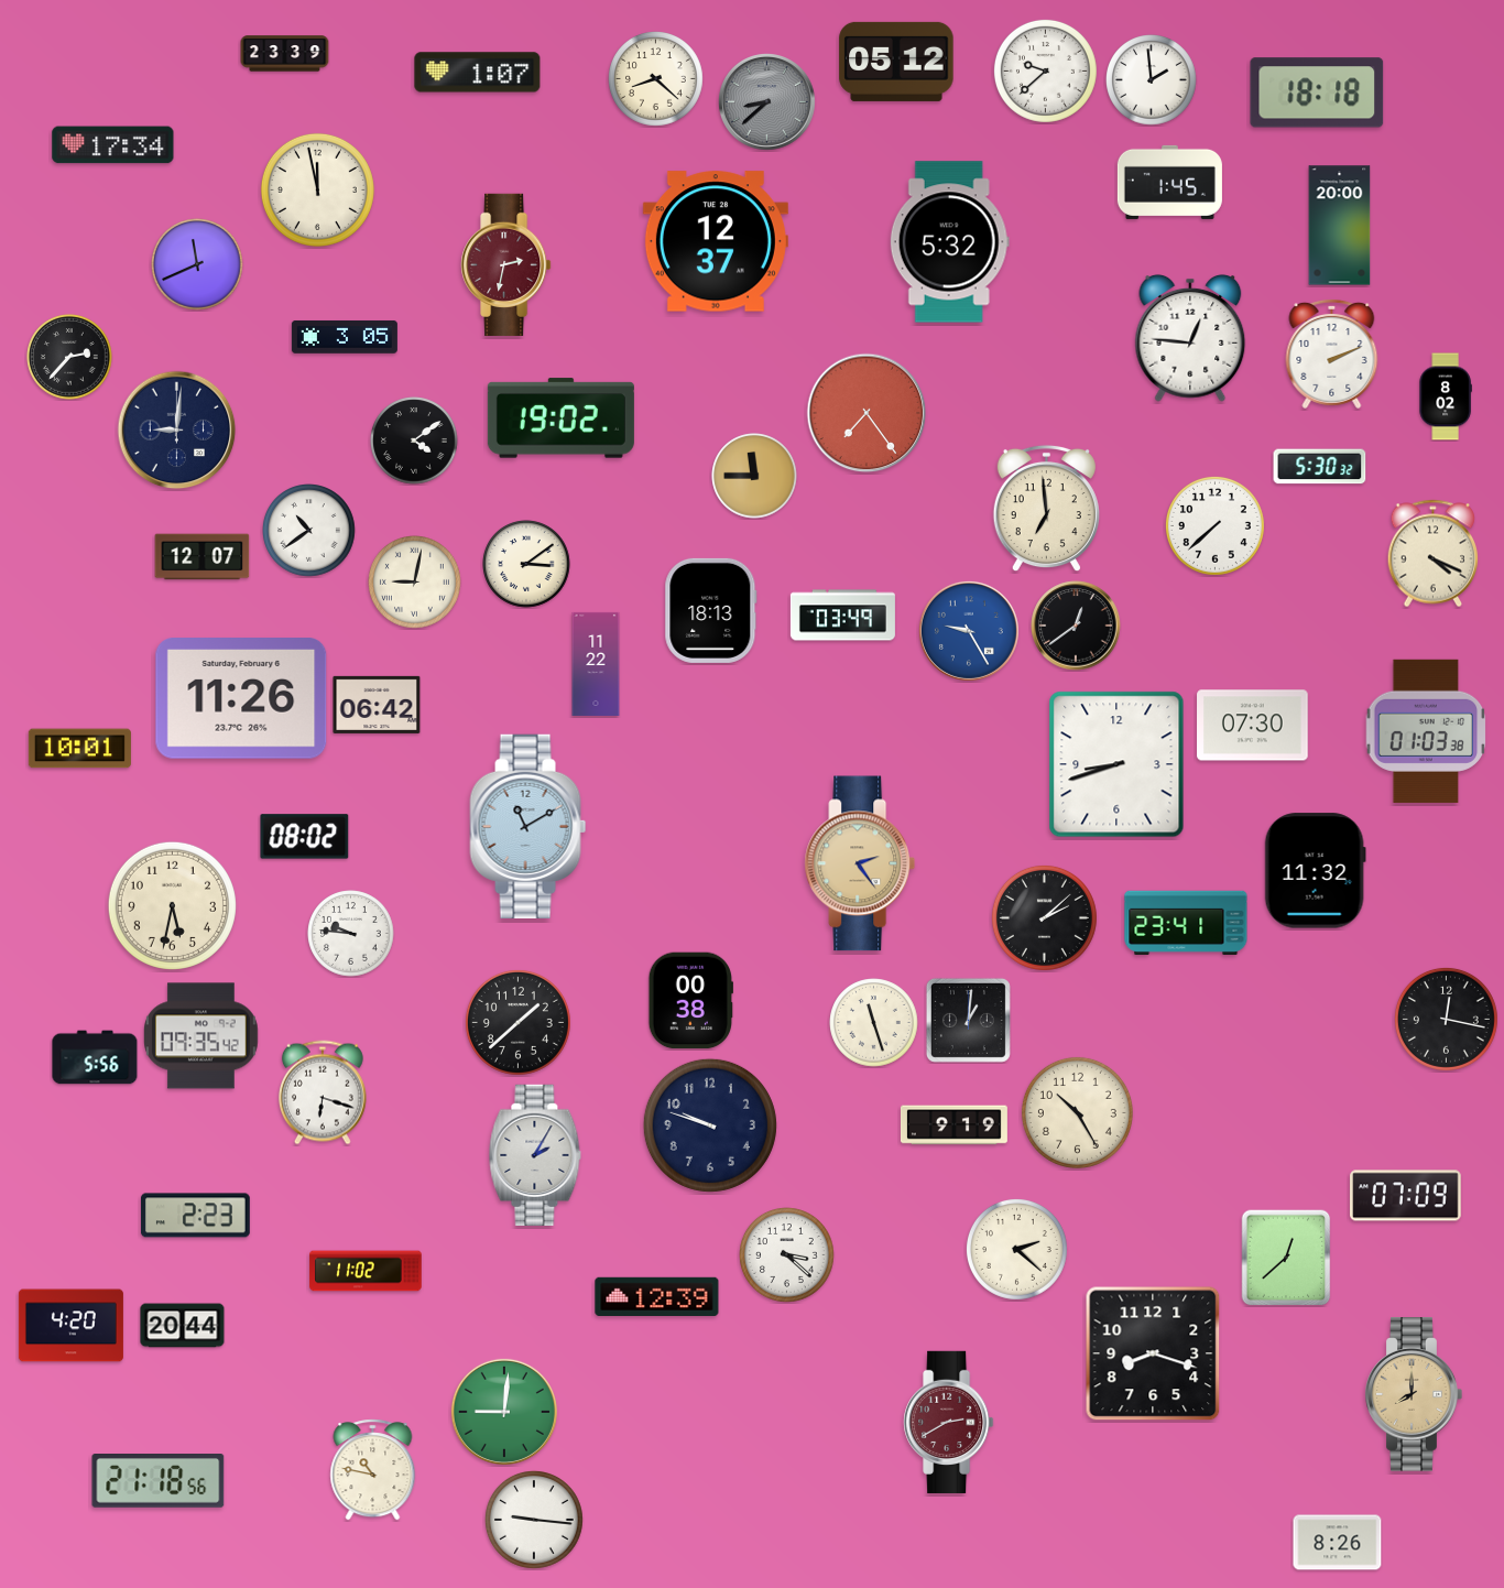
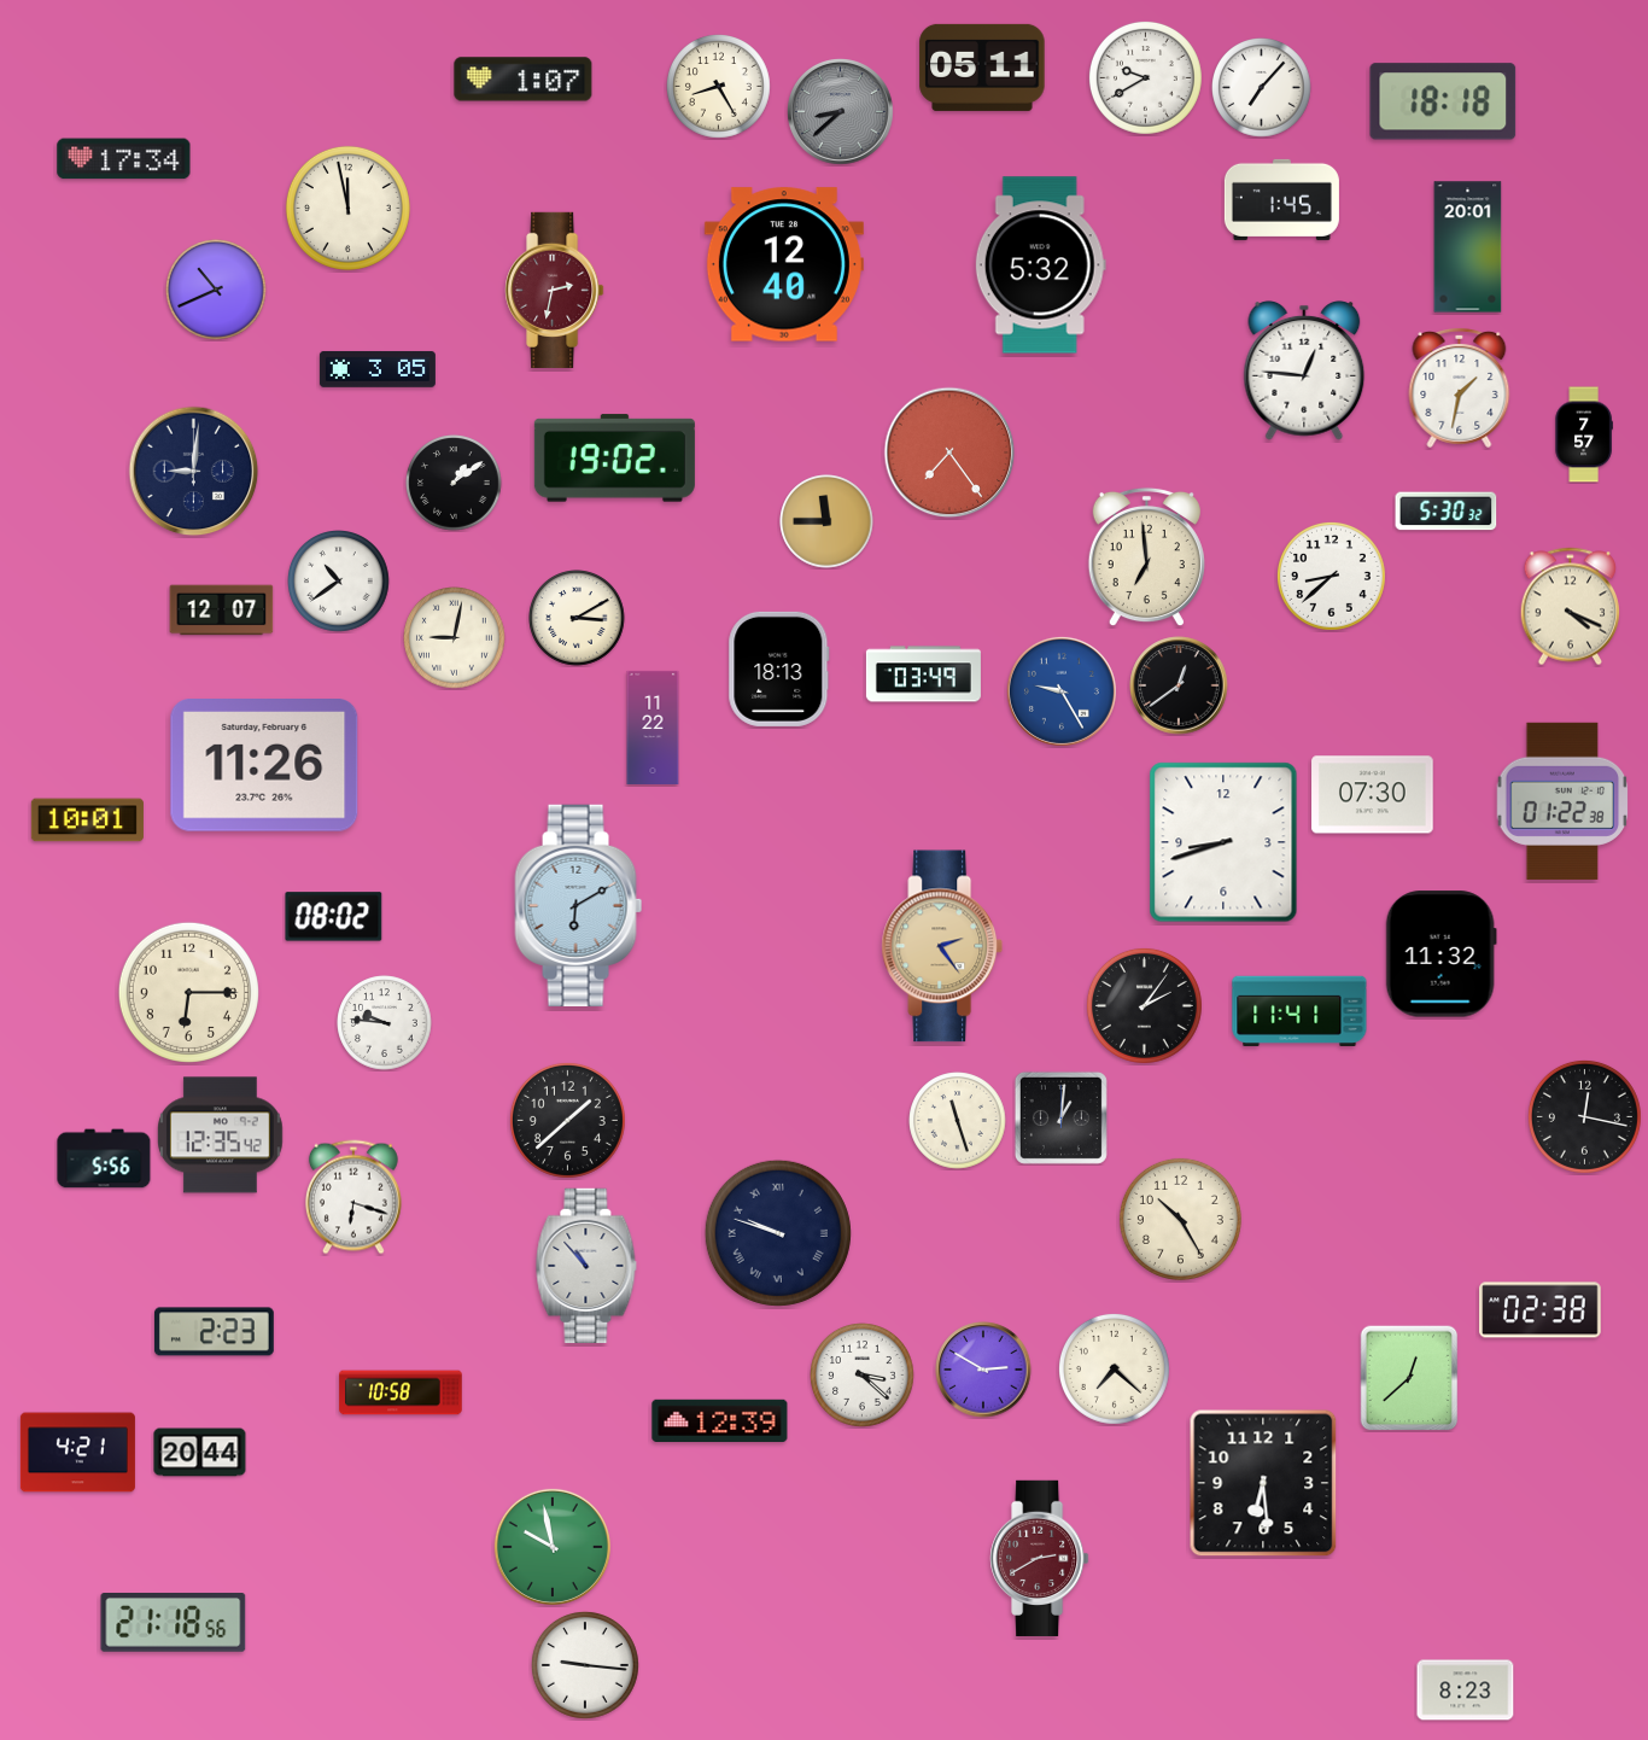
clock at (285, 54): 23:39 -> none
clock at (896, 62): 05:12 -> 05:11
clock at (1045, 70): 9:38 -> 9:40
clock at (656, 79): 8:22 -> 8:25
clock at (1152, 80): 1:59 -> 7:07
clock at (1340, 226): 20:00 -> 20:01
clock at (716, 241): 12:37 -> 12:40
clock at (198, 265): 11:41 -> 10:41
clock at (1332, 354): 2:11 -> 1:32
clock at (69, 357): 2:37 -> none
clock at (1446, 396): 8:02 -> 7:57
clock at (414, 440): 4:09 -> 1:09
clock at (1214, 525): 7:38 -> 8:38
clock at (526, 564): 3:09 -> 3:10
clock at (377, 705): 06:42 -> none
clock at (1426, 731): 01:03 -> 01:22
clock at (1116, 764) position: (1116, 764) -> (1223, 842)
clock at (528, 826): 11:10 -> 6:10
clock at (172, 905): 5:32 -> 6:15
clock at (1044, 917): 2:08 -> 2:06
clock at (1186, 923): 23:41 -> 11:41
clock at (690, 1001): 00:38 -> none
clock at (201, 1036): 09:35 -> 12:35
clock at (710, 1125) numerals: Arabic -> Roman
clock at (953, 1125): 9:19 -> none
clock at (535, 1154): 2:05 -> 10:53
clock at (1406, 1196): 07:09 -> 02:38
clock at (1016, 1249): 2:22 -> 7:22
clock at (983, 1370): none -> 2:50
clock at (366, 1271): 11:02 -> 10:58
clock at (70, 1326): 4:20 -> 4:21
clock at (1153, 1353): 8:18 -> 6:29
clock at (1414, 1394): 8:00 -> none
clock at (504, 1412): 9:01 -> 9:58
clock at (373, 1470): 10:47 -> none
clock at (1338, 1543): 8:26 -> 8:23
